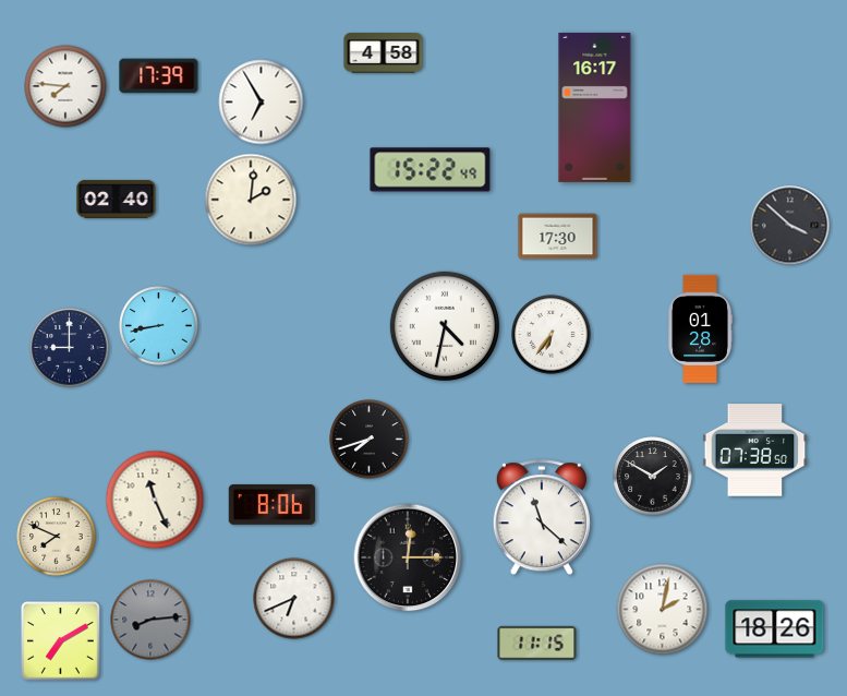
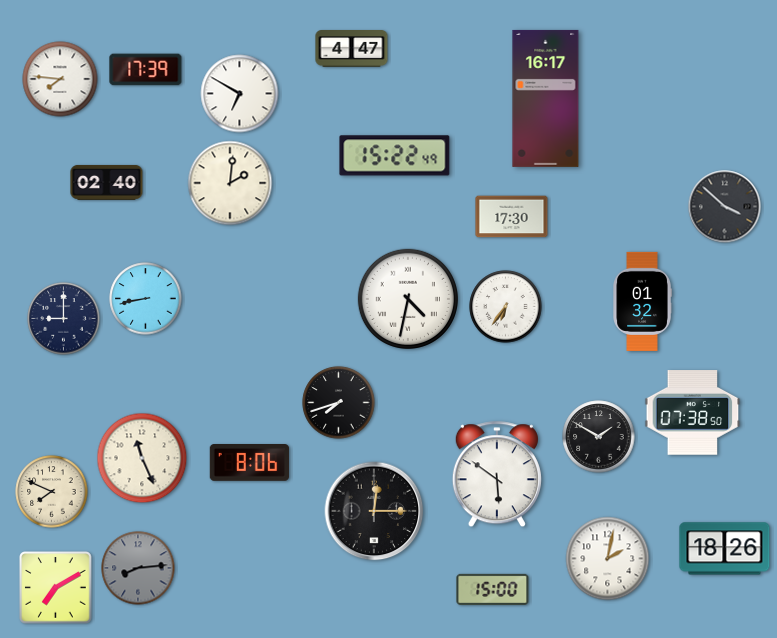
clock at (384, 53): 4:58 -> 4:47
clock at (262, 103): 6:55 -> 6:50
clock at (700, 328): 01:28 -> 01:32
clock at (542, 518): 11:22 -> 5:51
clock at (294, 599): 6:41 -> none
clock at (775, 629) position: (775, 629) -> (725, 549)
clock at (537, 643): 11:15 -> 15:00
